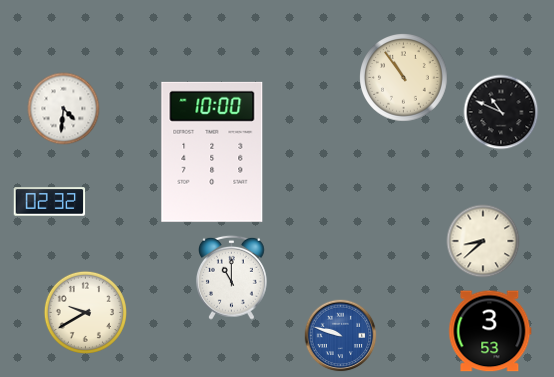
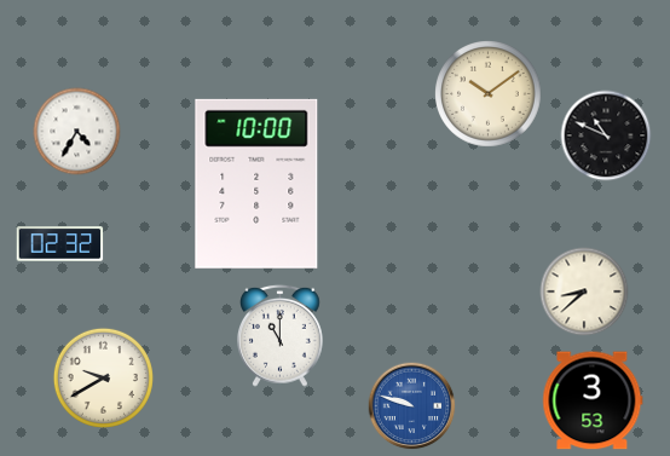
clock at (404, 78): 10:54 -> 10:09
clock at (64, 109): 4:31 -> 4:35
